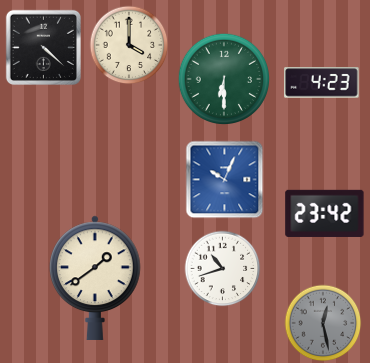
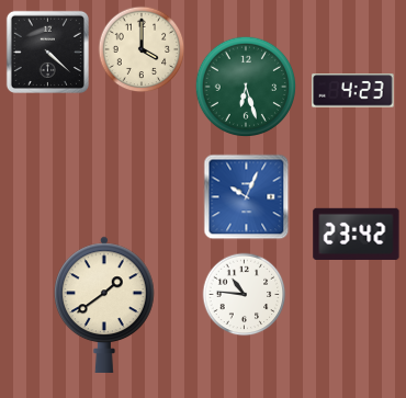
clock at (223, 78): 6:30 -> 6:27
clock at (223, 269): 10:42 -> 10:46
clock at (323, 323): 12:28 -> none
